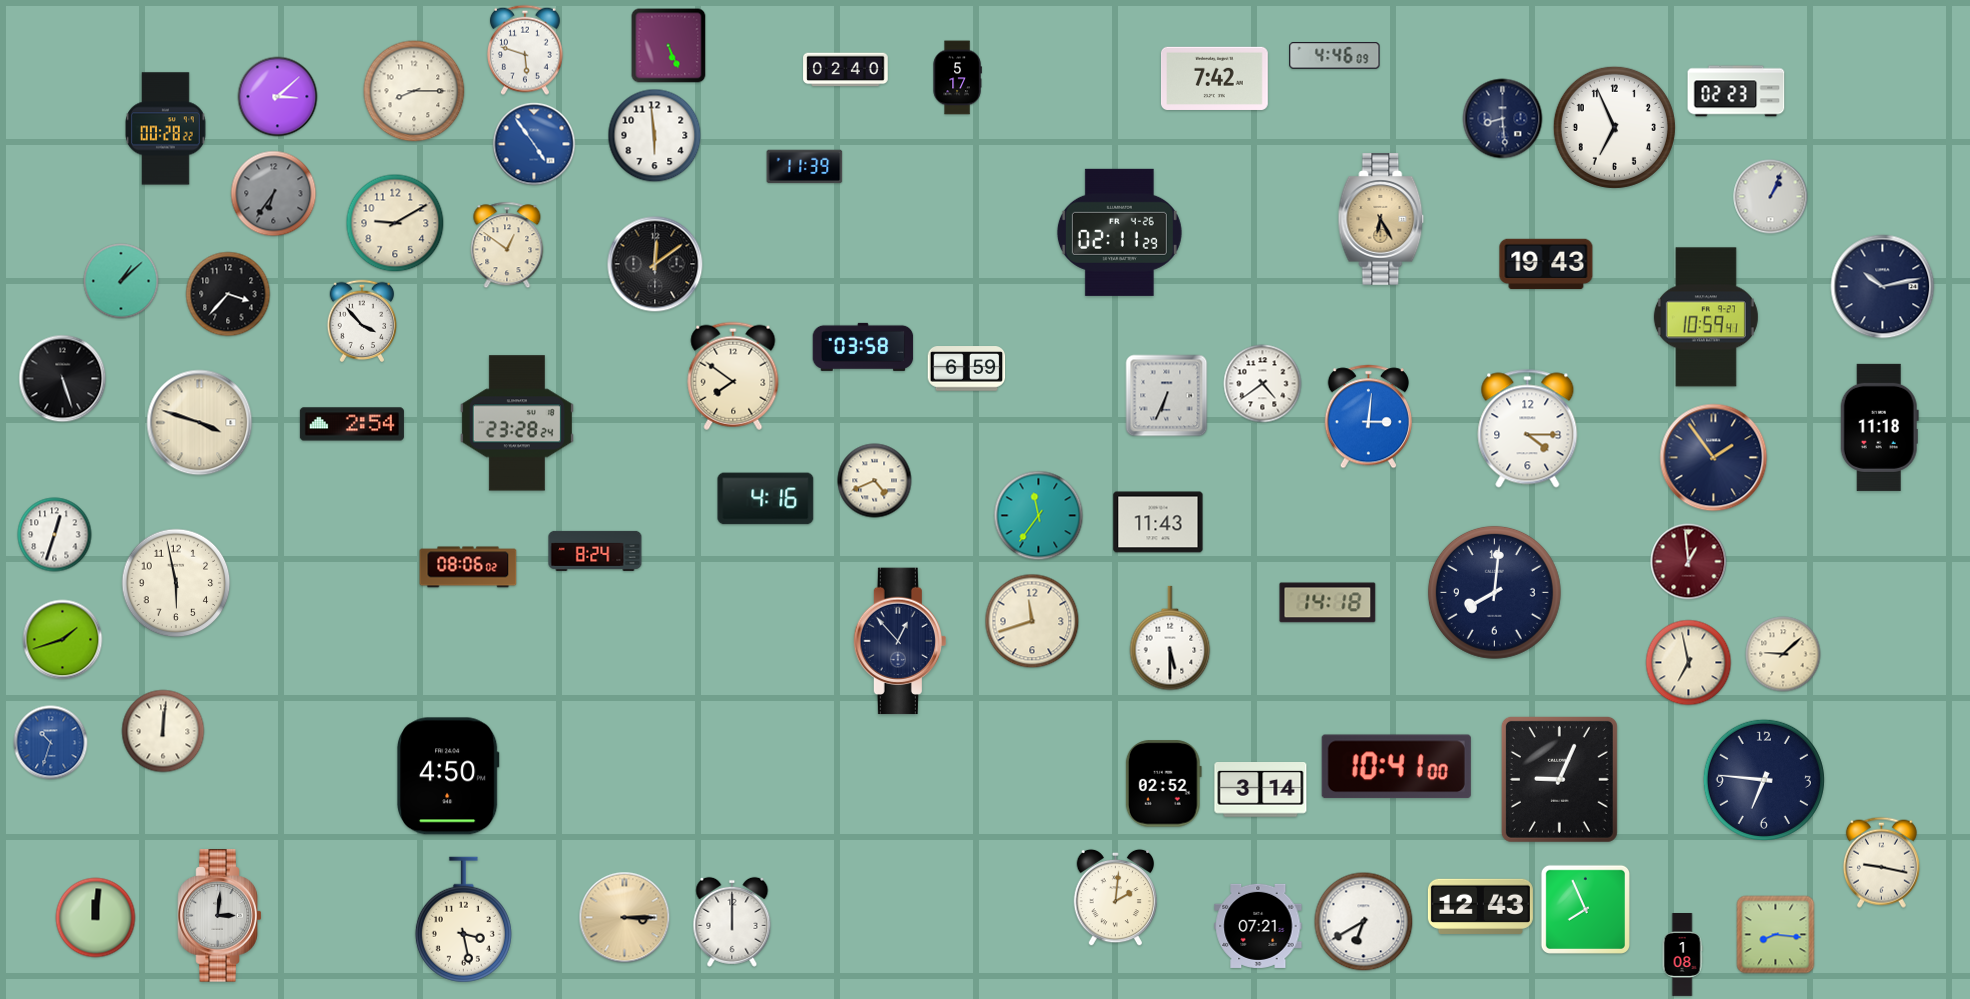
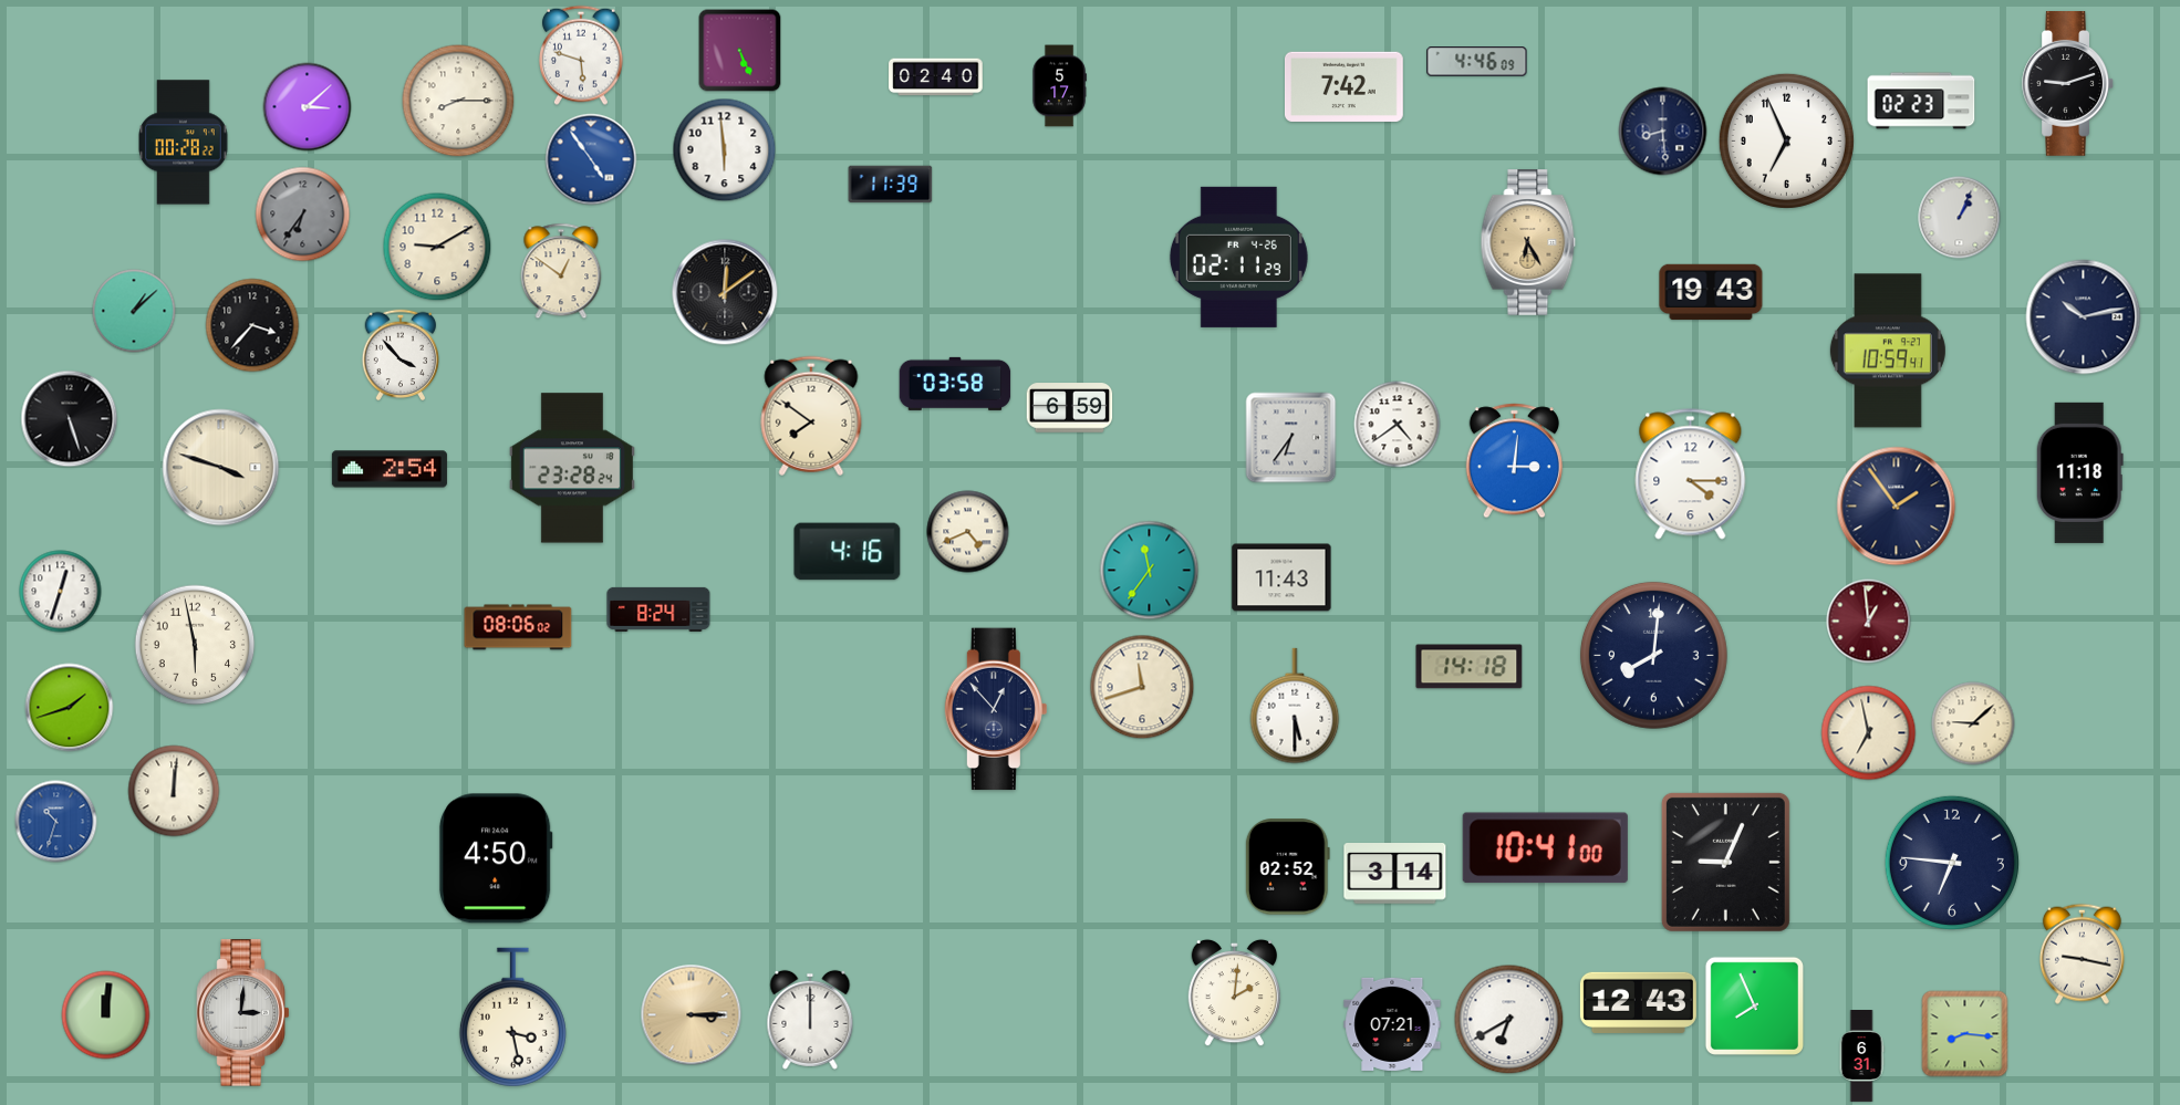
clock at (2067, 84): none -> 9:12
clock at (1167, 396): 6:34 -> 6:36
clock at (163, 731) position: (163, 731) -> (174, 791)
clock at (1682, 955): 1:08 -> 6:31
